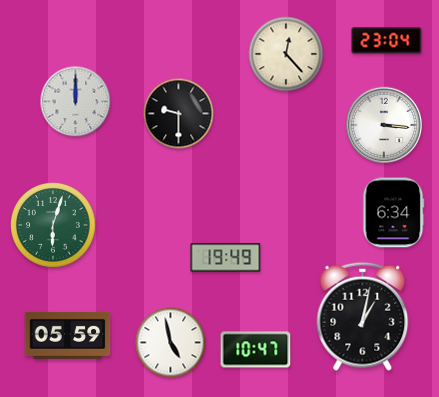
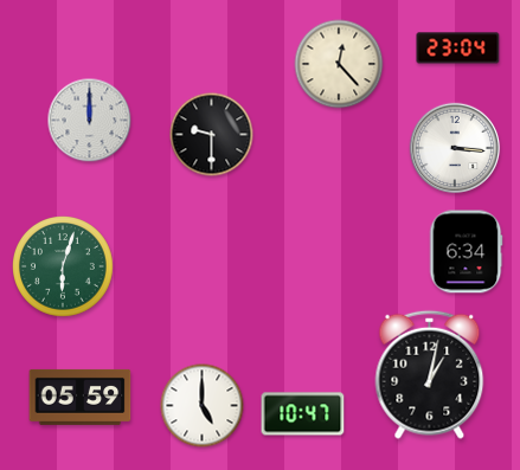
clock at (226, 258): 19:49 -> none
clock at (171, 343): 4:58 -> 5:00
